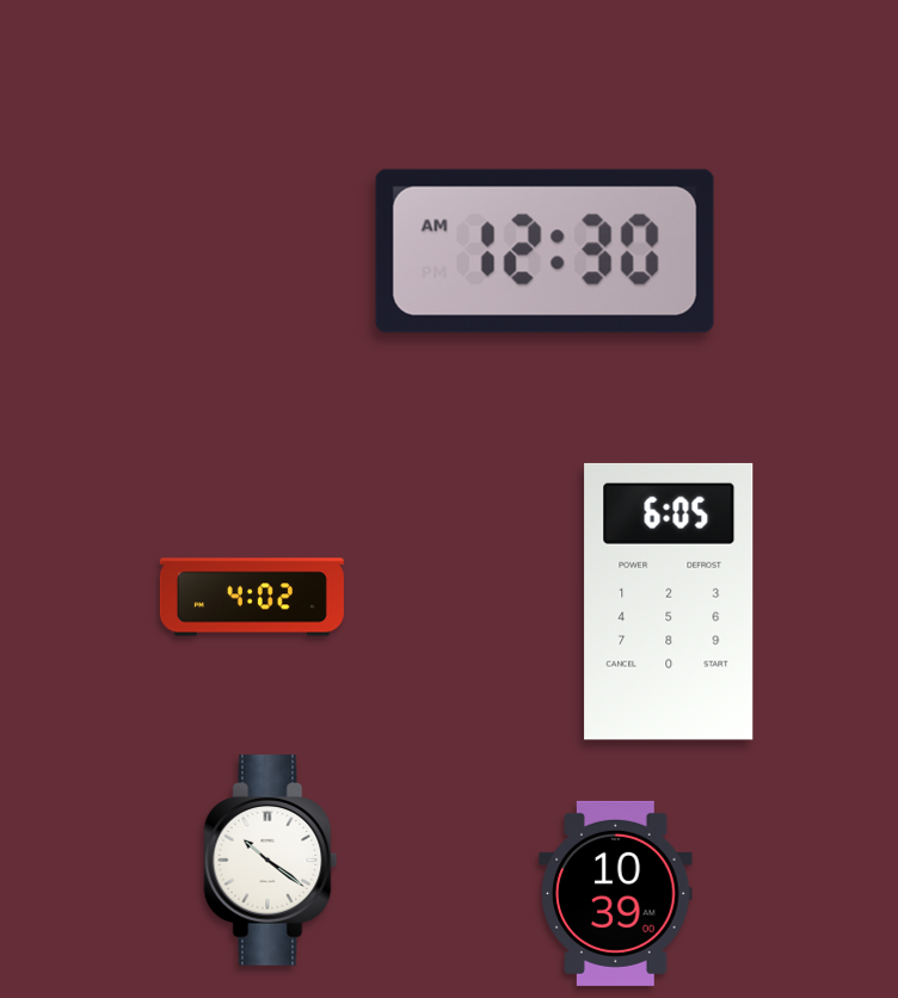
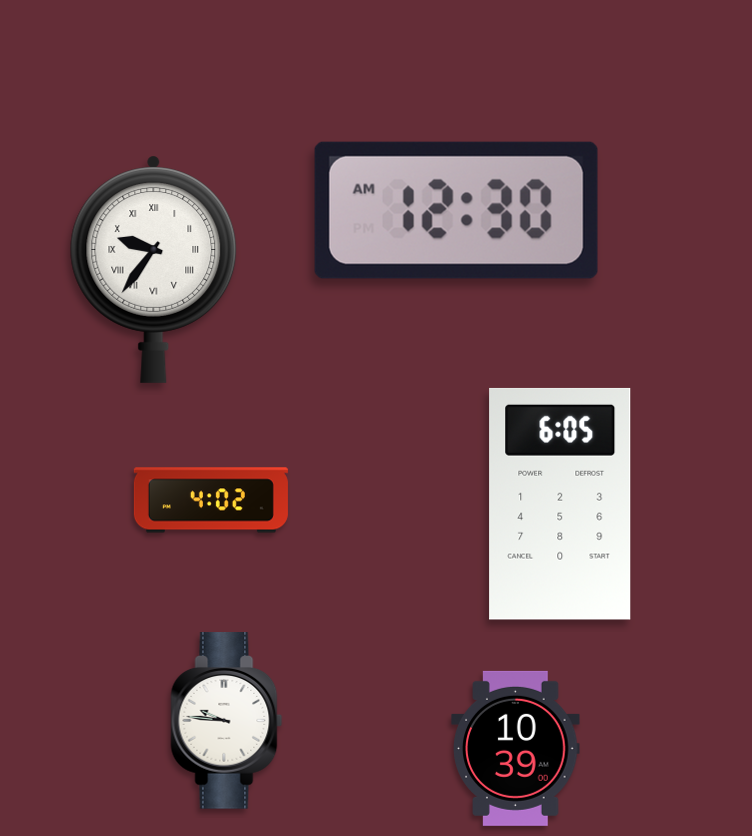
clock at (154, 269): none -> 9:36
clock at (271, 861): 10:21 -> 9:46
